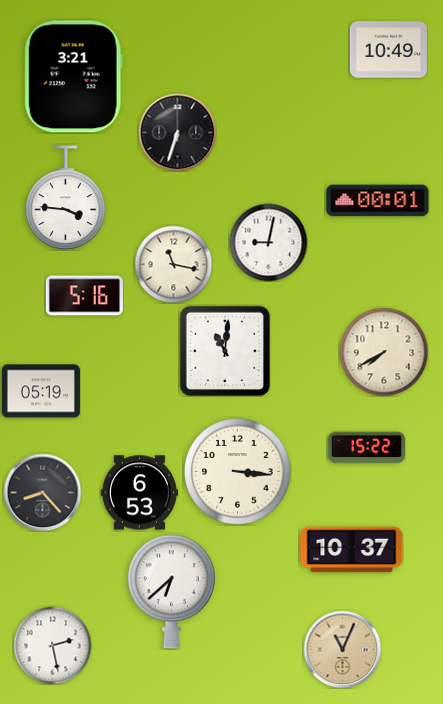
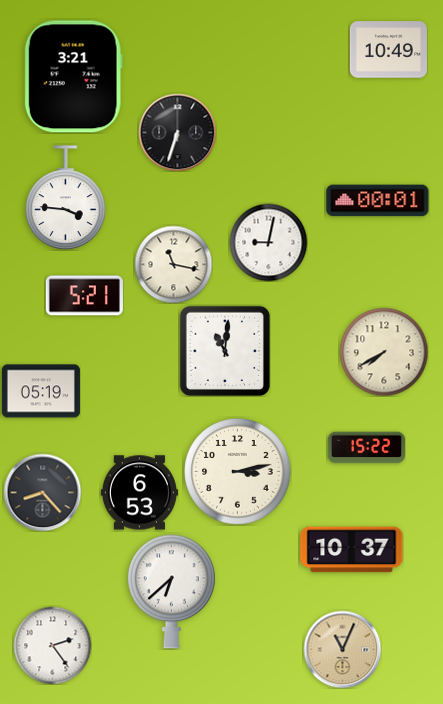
clock at (84, 296): 5:16 -> 5:21
clock at (238, 472): 3:16 -> 3:13
clock at (52, 645): 2:28 -> 2:24
